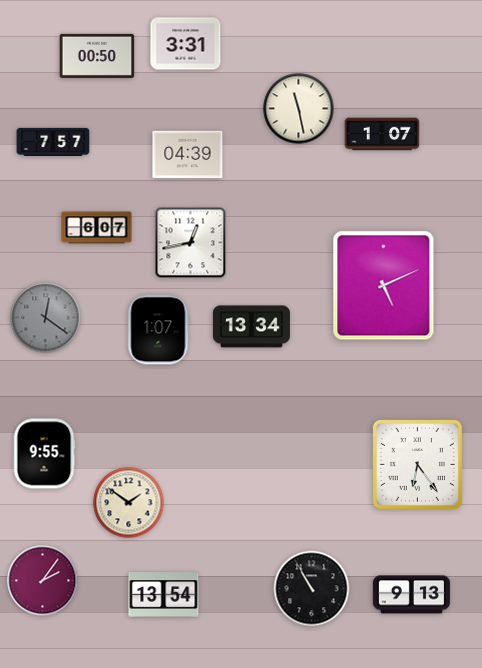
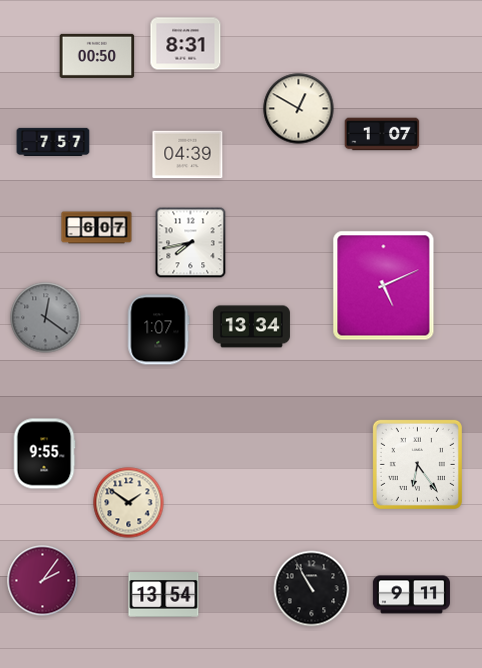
clock at (186, 44): 3:31 -> 8:31
clock at (299, 109): 11:28 -> 12:50
clock at (191, 243): 12:43 -> 7:43
clock at (411, 595): 9:13 -> 9:11
